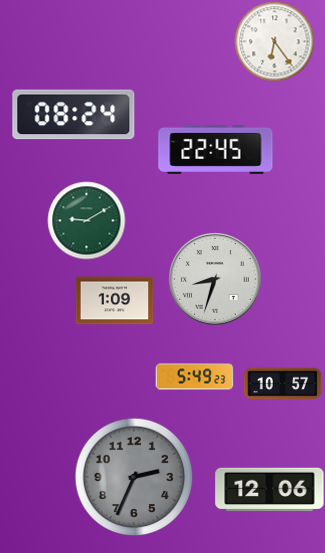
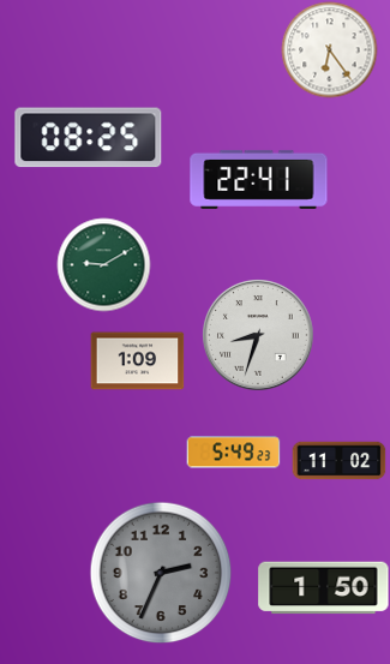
clock at (74, 115): 08:24 -> 08:25
clock at (216, 149): 22:45 -> 22:41
clock at (282, 384): 10:57 -> 11:02
clock at (270, 490): 12:06 -> 1:50
